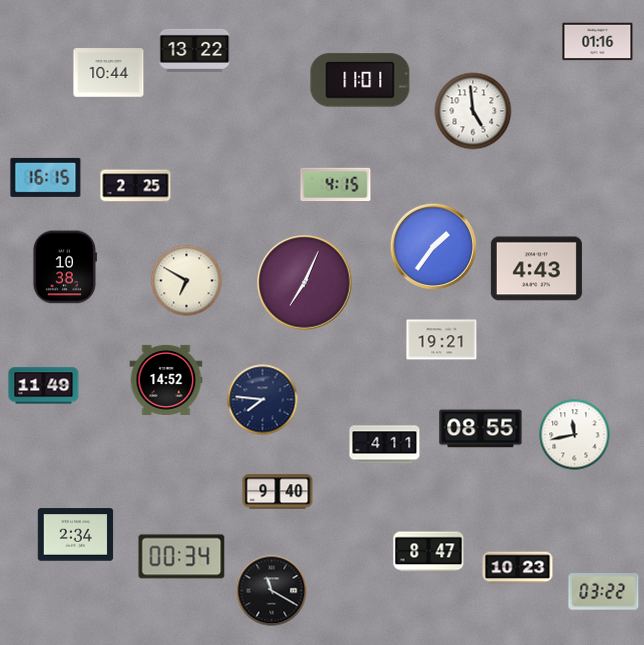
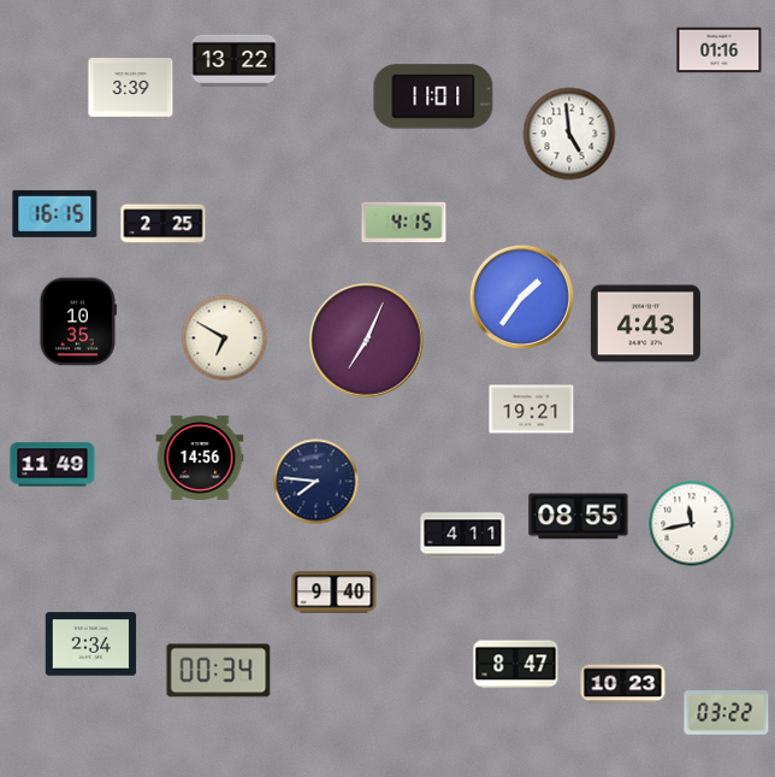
clock at (109, 73): 10:44 -> 3:39
clock at (64, 267): 10:38 -> 10:35
clock at (166, 380): 14:52 -> 14:56
clock at (272, 591): 11:20 -> none
